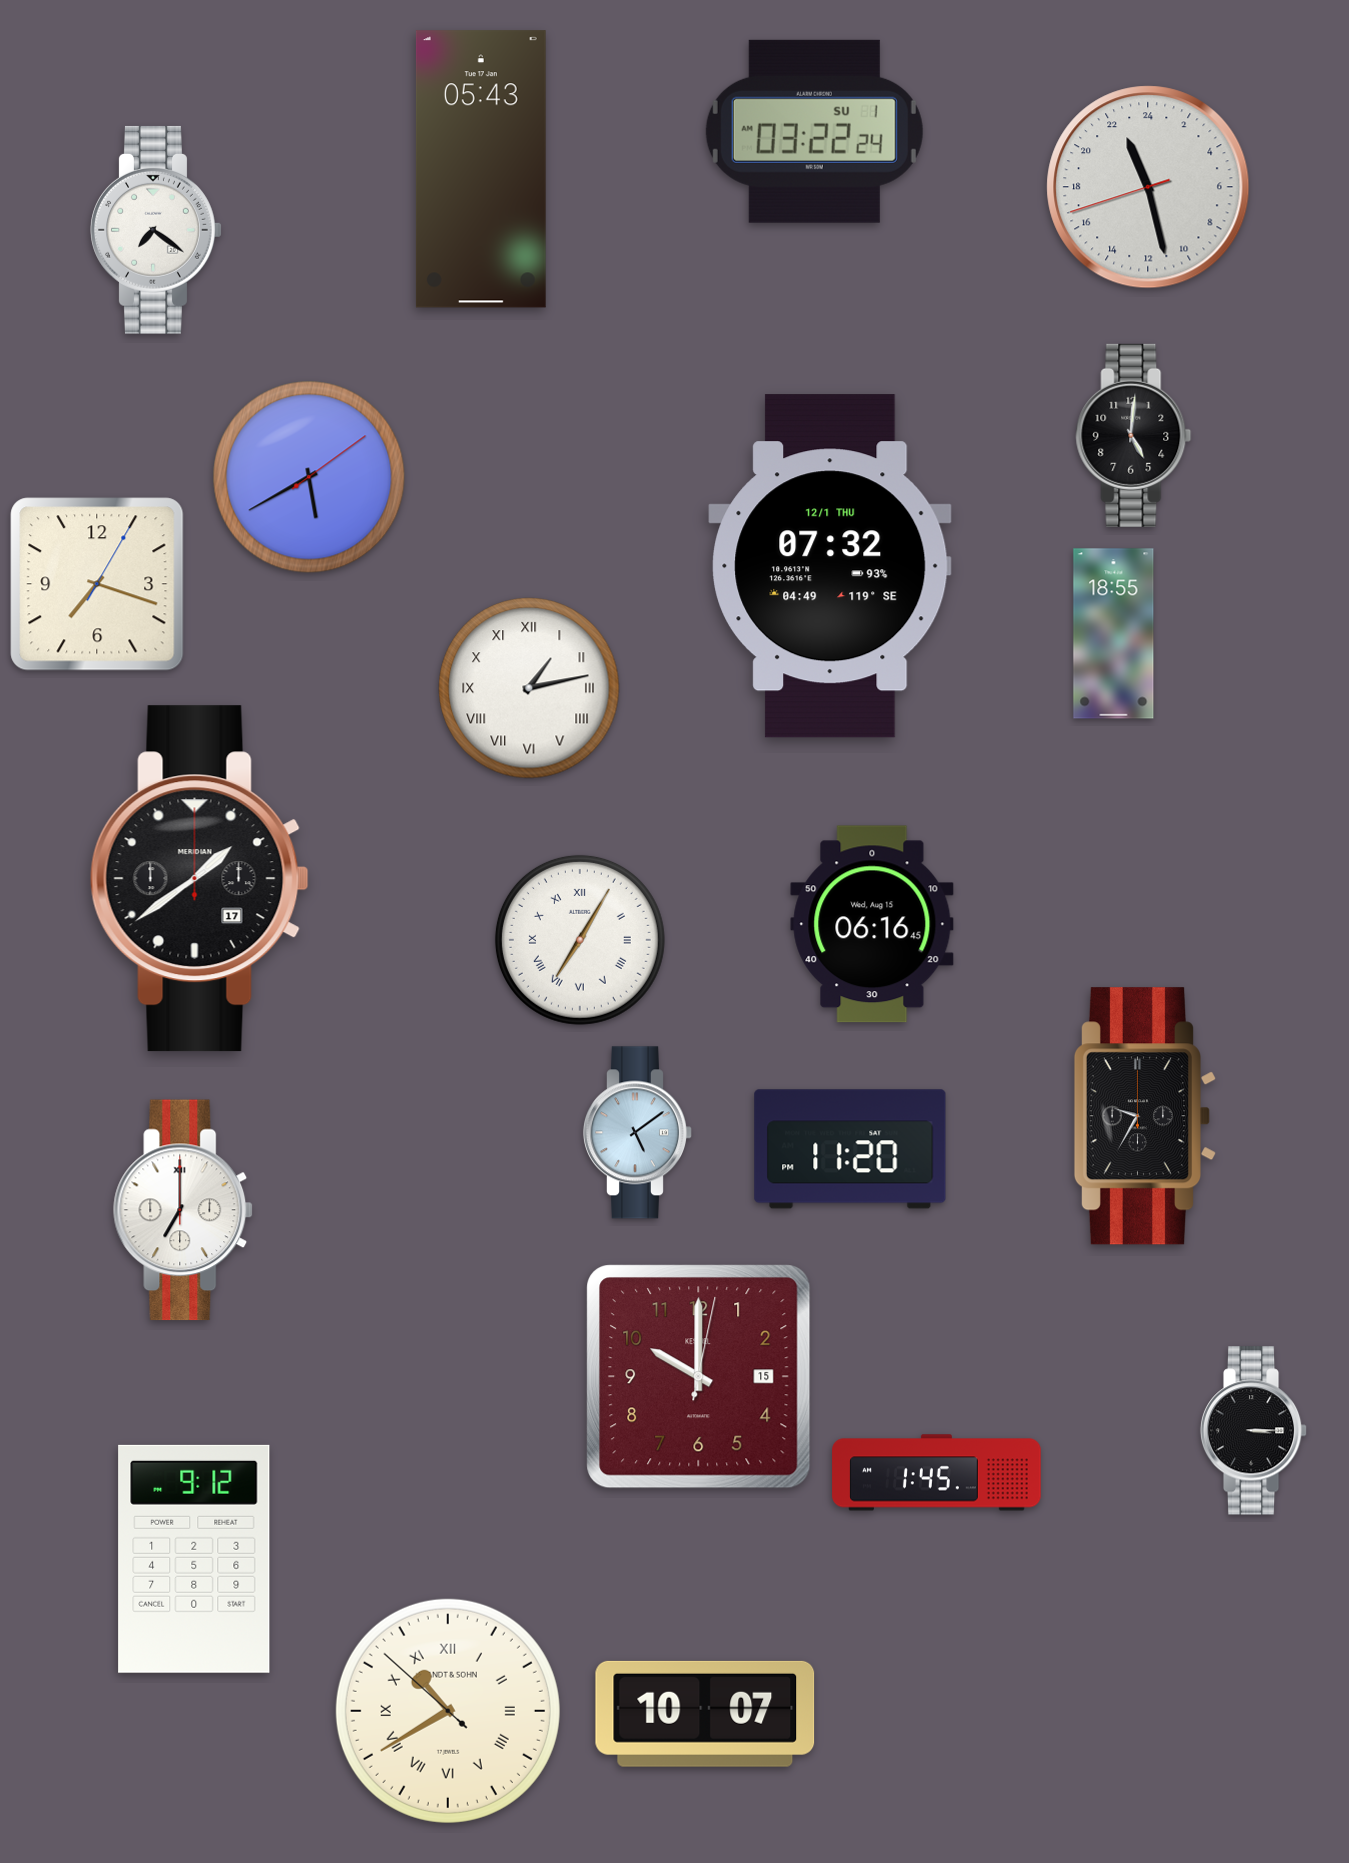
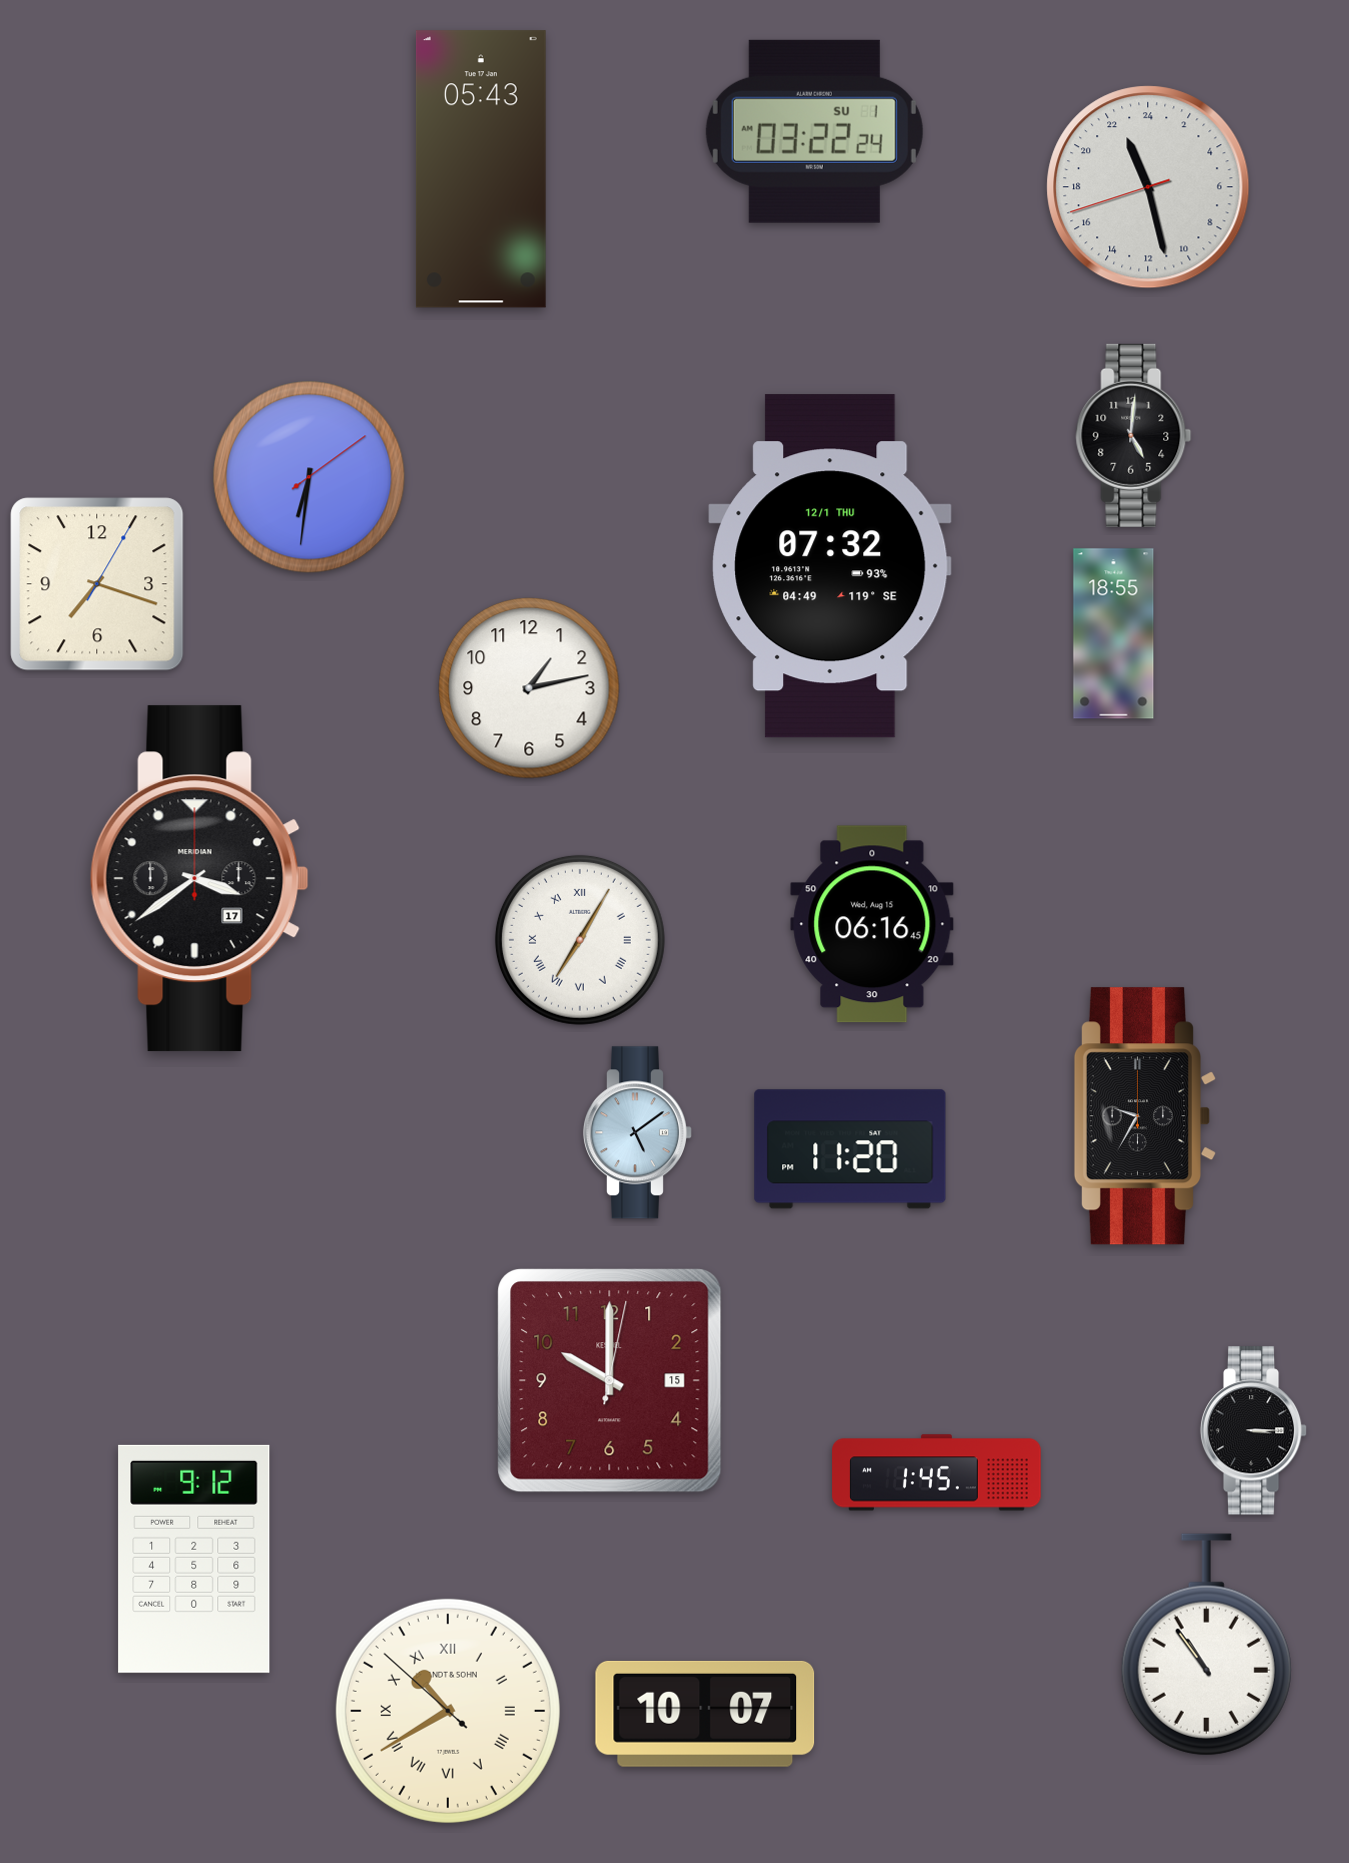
clock at (156, 230): 7:21 -> none
clock at (309, 477): 5:40 -> 6:31
clock at (529, 688) numerals: Roman -> Arabic
clock at (199, 879): 1:39 -> 3:39
clock at (184, 1210): 7:00 -> none
clock at (699, 1377) position: (699, 1377) -> (610, 1381)
clock at (1206, 1645): none -> 10:54
